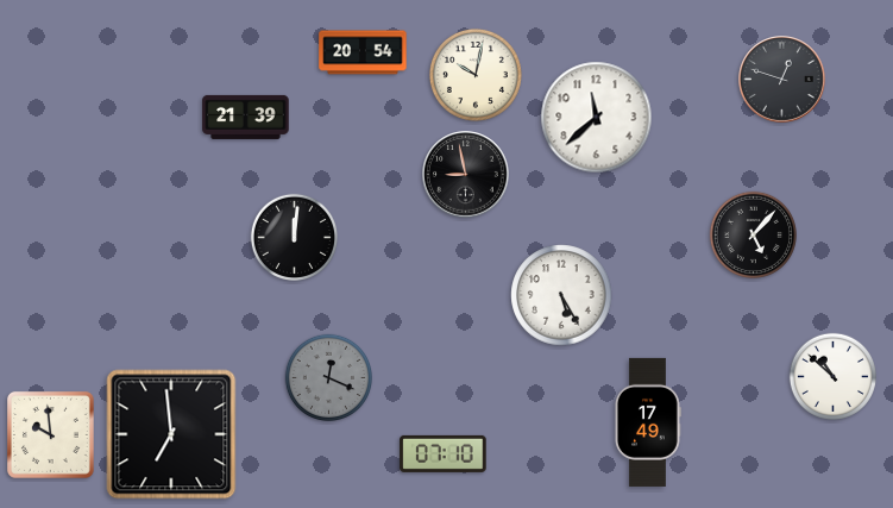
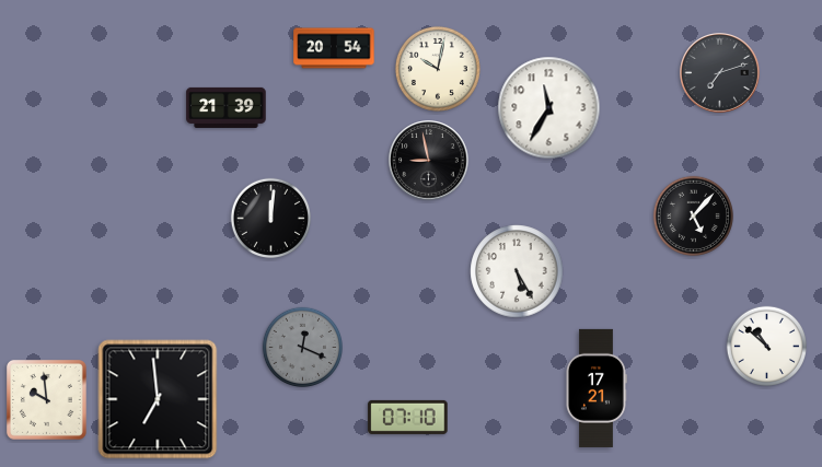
clock at (782, 80): 12:48 -> 7:12
clock at (597, 118): 11:38 -> 11:35
clock at (648, 422): 17:49 -> 17:21
